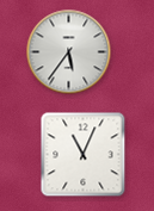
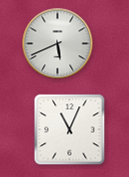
clock at (69, 52): 5:36 -> 5:41
